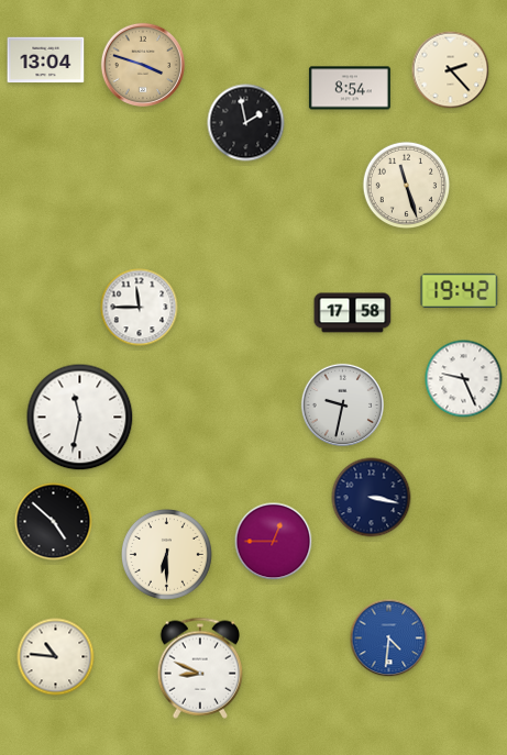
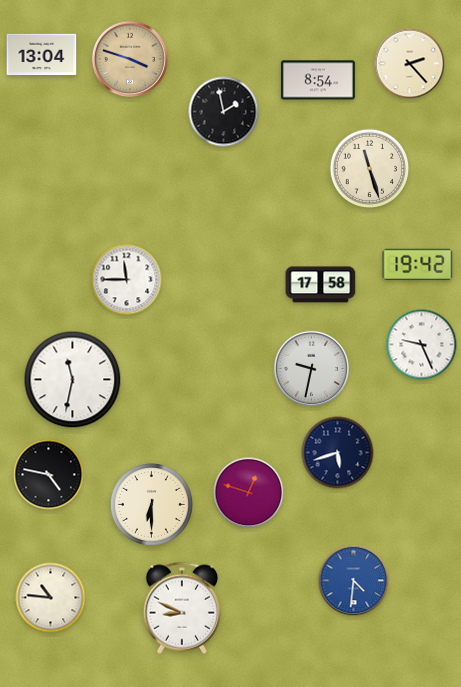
clock at (372, 498): 3:17 -> 5:42
clock at (54, 522): 4:52 -> 4:47
clock at (274, 542): 12:45 -> 12:48
